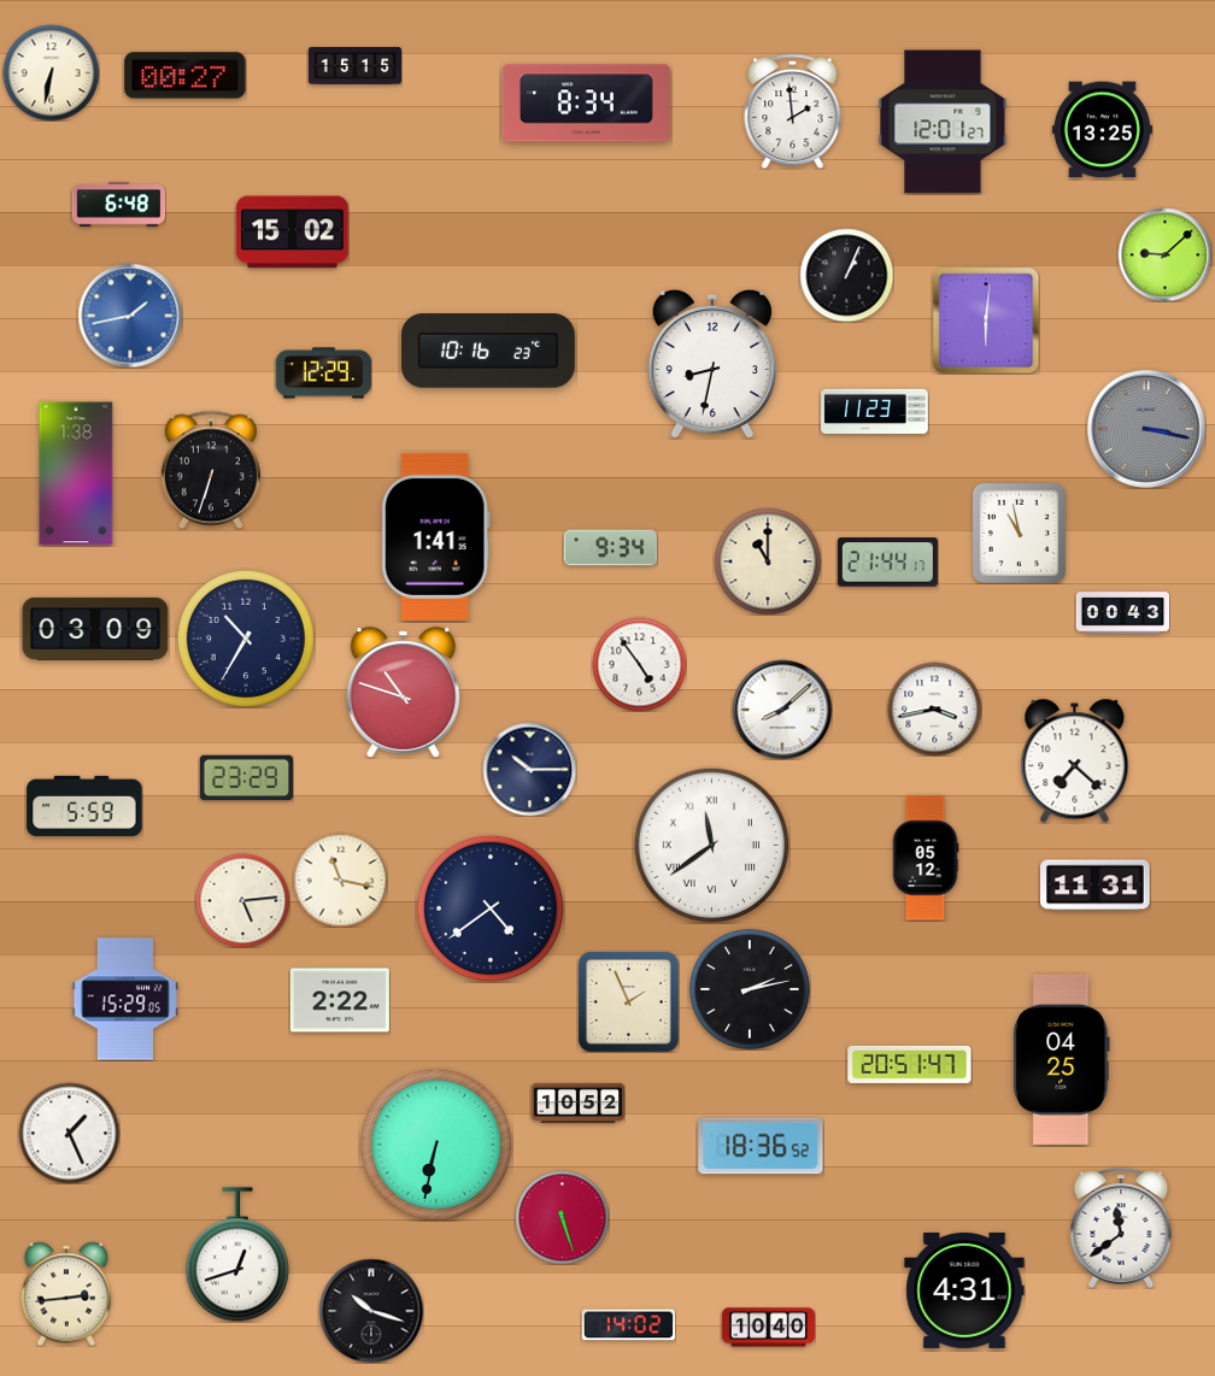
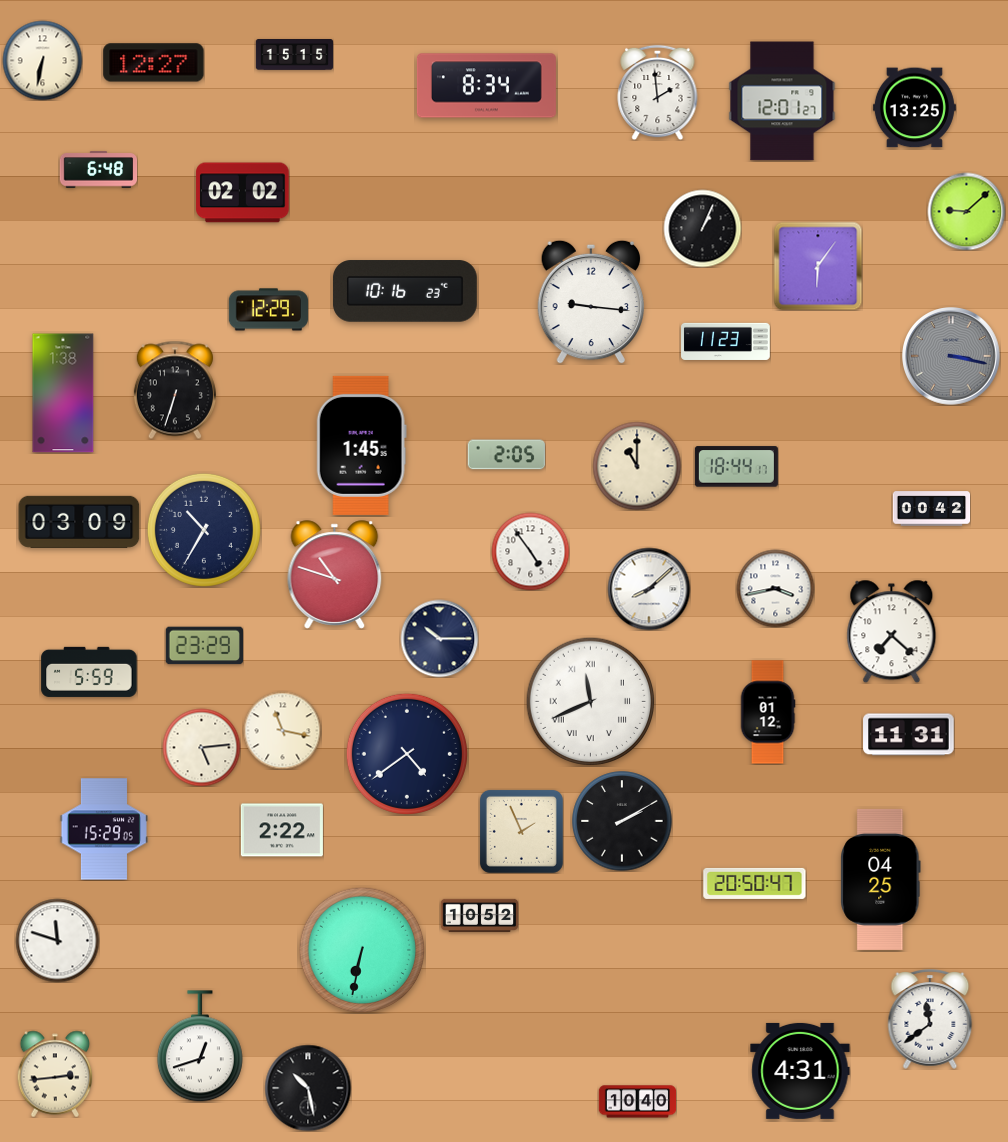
clock at (186, 76): 00:27 -> 12:27
clock at (293, 233): 15:02 -> 02:02
clock at (130, 316): 1:43 -> none
clock at (986, 321): 6:01 -> 6:06
clock at (711, 364): 8:32 -> 9:16
clock at (1019, 533): 10:58 -> none
clock at (435, 536): 1:41 -> 1:45
clock at (610, 548): 9:34 -> 2:05
clock at (887, 563): 21:44 -> 18:44
clock at (1122, 613): 00:43 -> 00:42
clock at (84, 806) position: (84, 806) -> (89, 672)
clock at (711, 845): 11:39 -> 11:41
clock at (926, 858): 05:12 -> 01:12
clock at (750, 989): 2:13 -> 2:10
clock at (910, 1064): 20:51 -> 20:50
clock at (69, 1133): 1:26 -> 11:48
clock at (761, 1146): 18:36 -> none
clock at (562, 1217): 5:27 -> none
clock at (237, 1254) position: (237, 1254) -> (200, 1046)
clock at (371, 1311): 10:18 -> 10:28
clock at (628, 1325): 14:02 -> none
